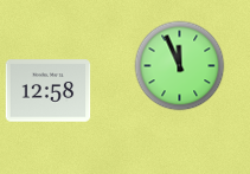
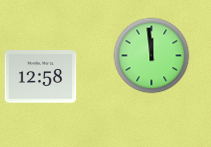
clock at (180, 66): 11:56 -> 11:59
